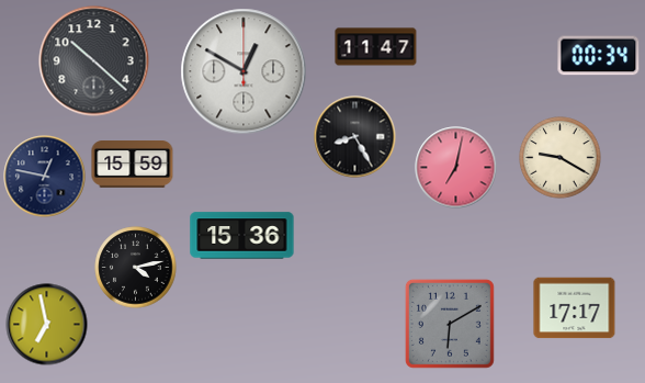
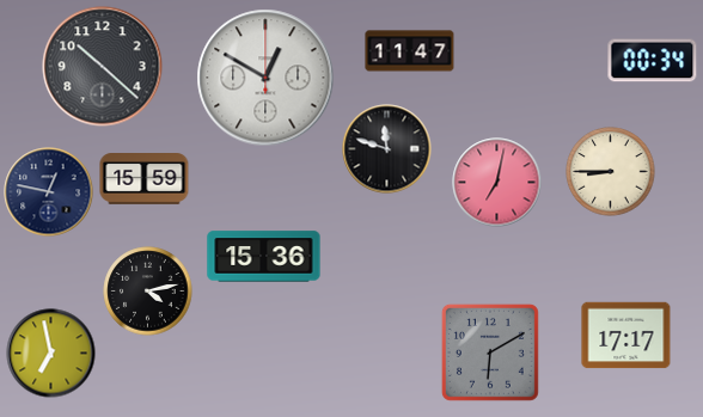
clock at (355, 137): 8:25 -> 11:48
clock at (561, 158): 9:20 -> 8:45
